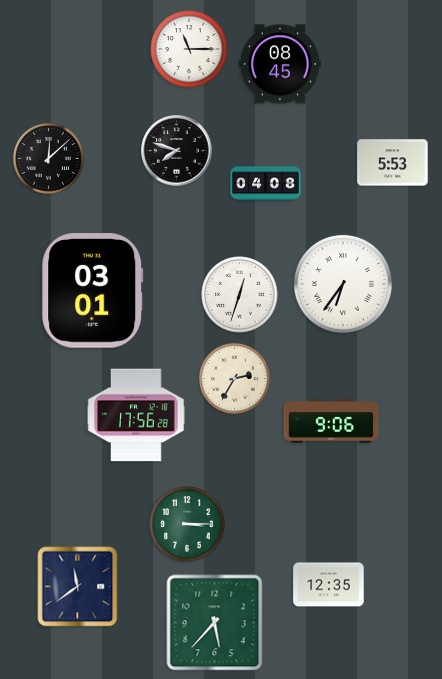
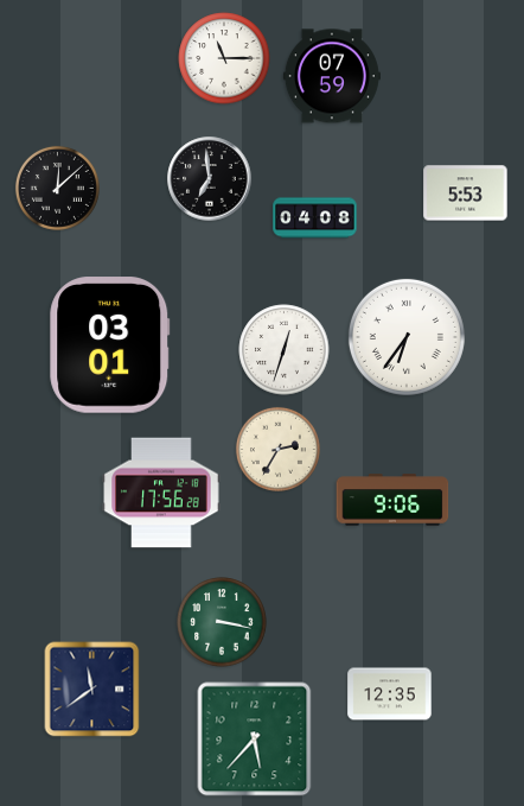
clock at (280, 64): 08:45 -> 07:59
clock at (177, 151): 7:48 -> 6:59
clock at (187, 524): 3:15 -> 3:17
clock at (78, 587) position: (78, 587) -> (92, 690)
